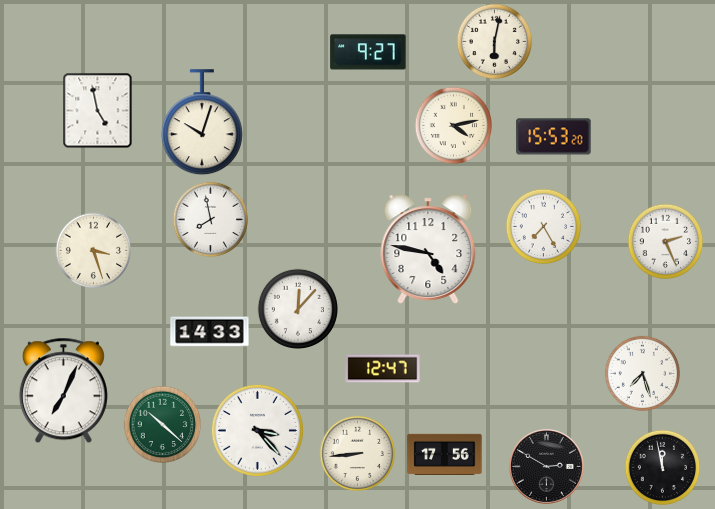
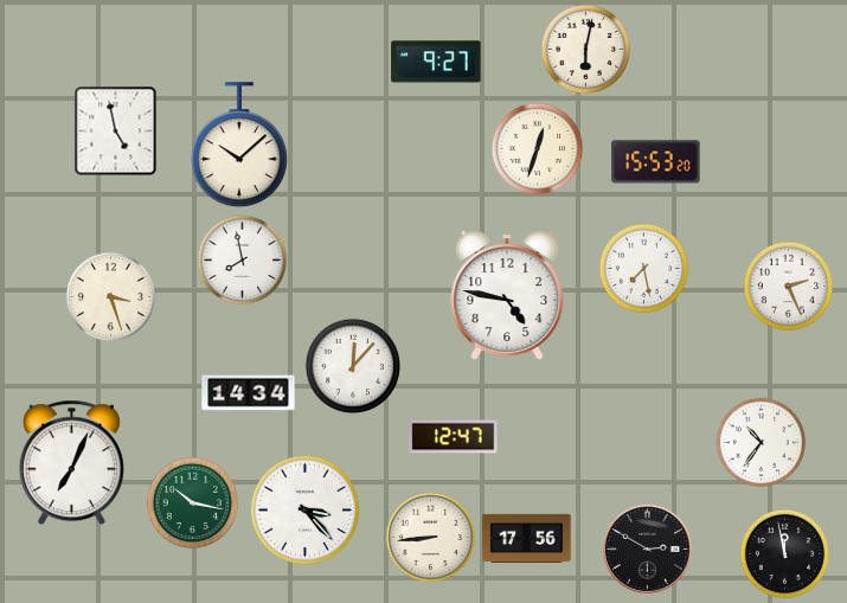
clock at (202, 123): 10:03 -> 10:08
clock at (454, 126): 4:13 -> 12:33
clock at (211, 220) position: (211, 220) -> (243, 261)
clock at (544, 227): 7:25 -> 7:28
clock at (210, 332): 14:33 -> 14:34
clock at (643, 374): 7:27 -> 10:36
clock at (63, 391) position: (63, 391) -> (71, 463)
clock at (163, 425): 10:22 -> 10:17
clock at (358, 454) position: (358, 454) -> (431, 538)
clock at (546, 466) position: (546, 466) -> (647, 549)
